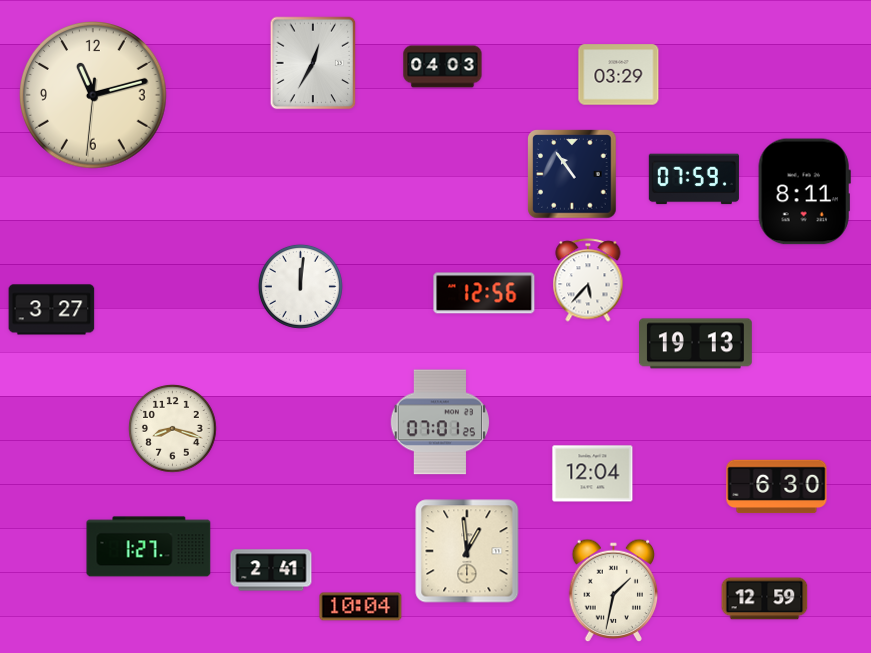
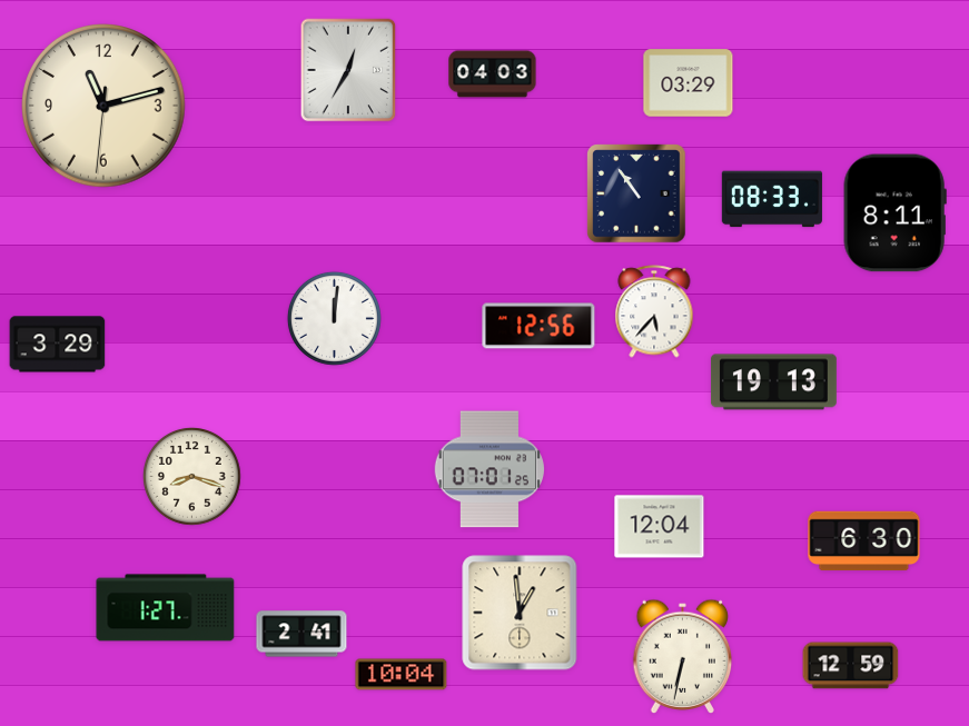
clock at (694, 179): 07:59 -> 08:33
clock at (52, 310): 3:27 -> 3:29
clock at (614, 591): 1:32 -> 6:32
